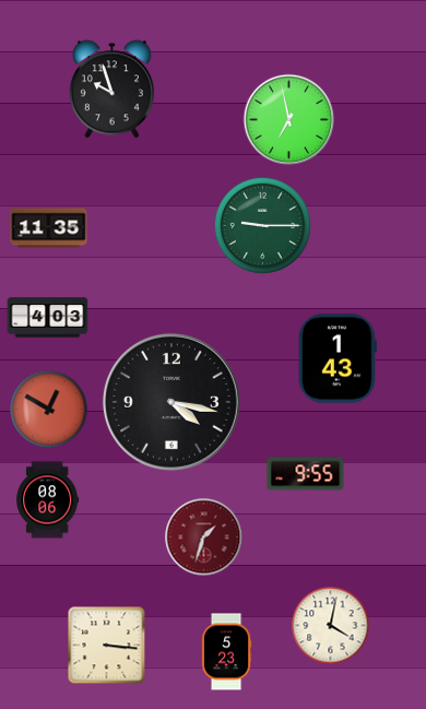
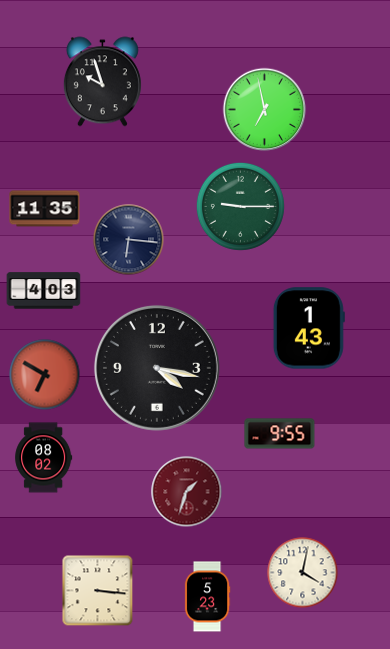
clock at (129, 240): none -> 6:16
clock at (49, 410): 12:50 -> 6:50
clock at (48, 500): 08:06 -> 08:02
